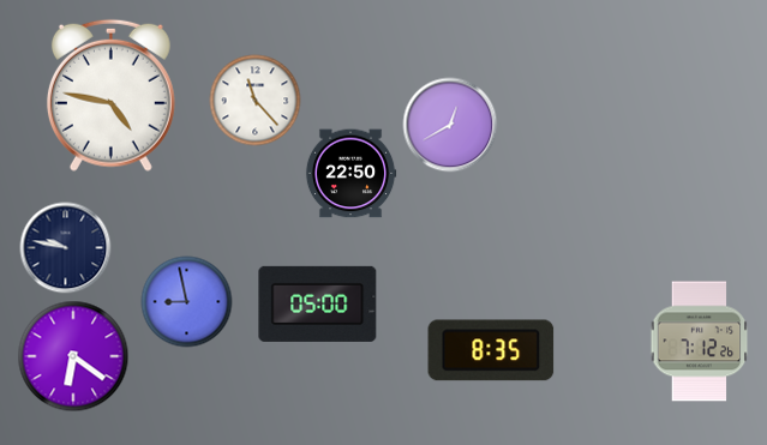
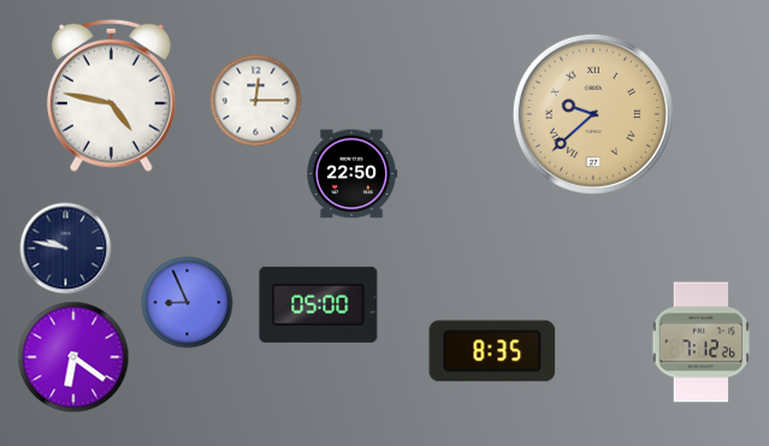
clock at (256, 101): 11:23 -> 12:15
clock at (593, 114): none -> 9:38
clock at (450, 125): 12:40 -> none
clock at (187, 302): 8:58 -> 8:56
